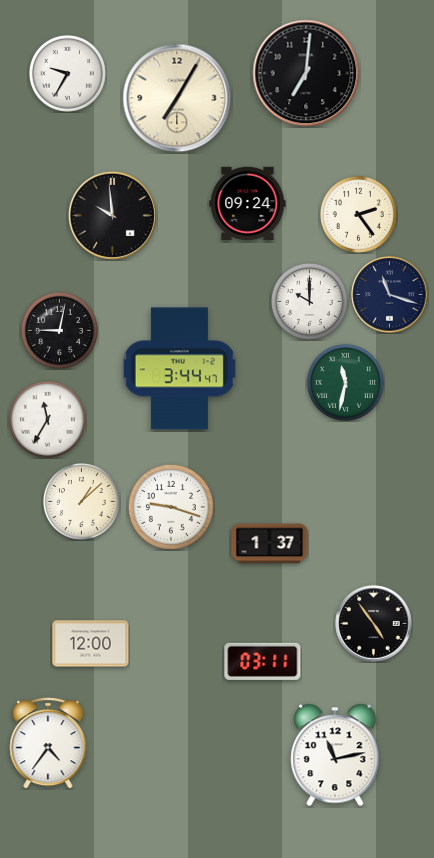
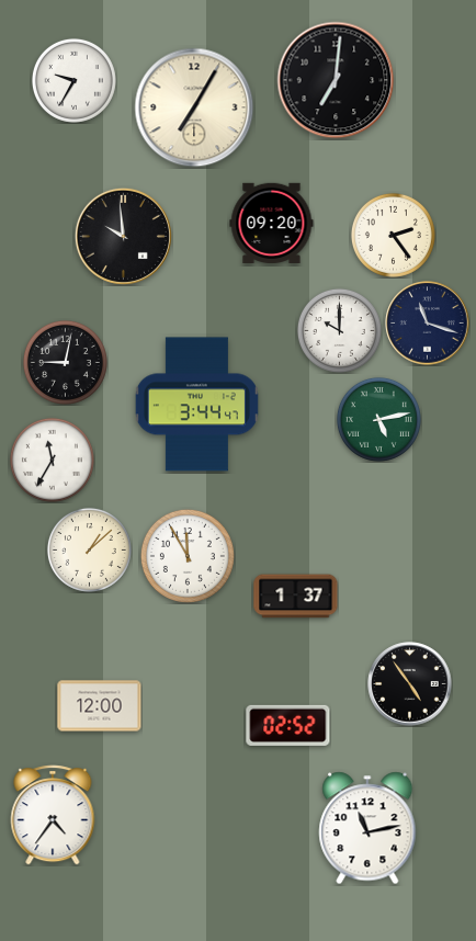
clock at (248, 203): 09:24 -> 09:20
clock at (345, 382): 11:32 -> 5:13
clock at (171, 507): 9:18 -> 11:55
clock at (263, 661): 03:11 -> 02:52
